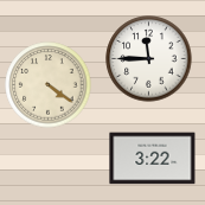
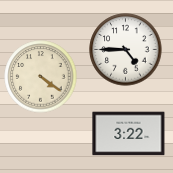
clock at (149, 59): 11:45 -> 4:45
clock at (49, 85) position: (49, 85) -> (41, 77)
